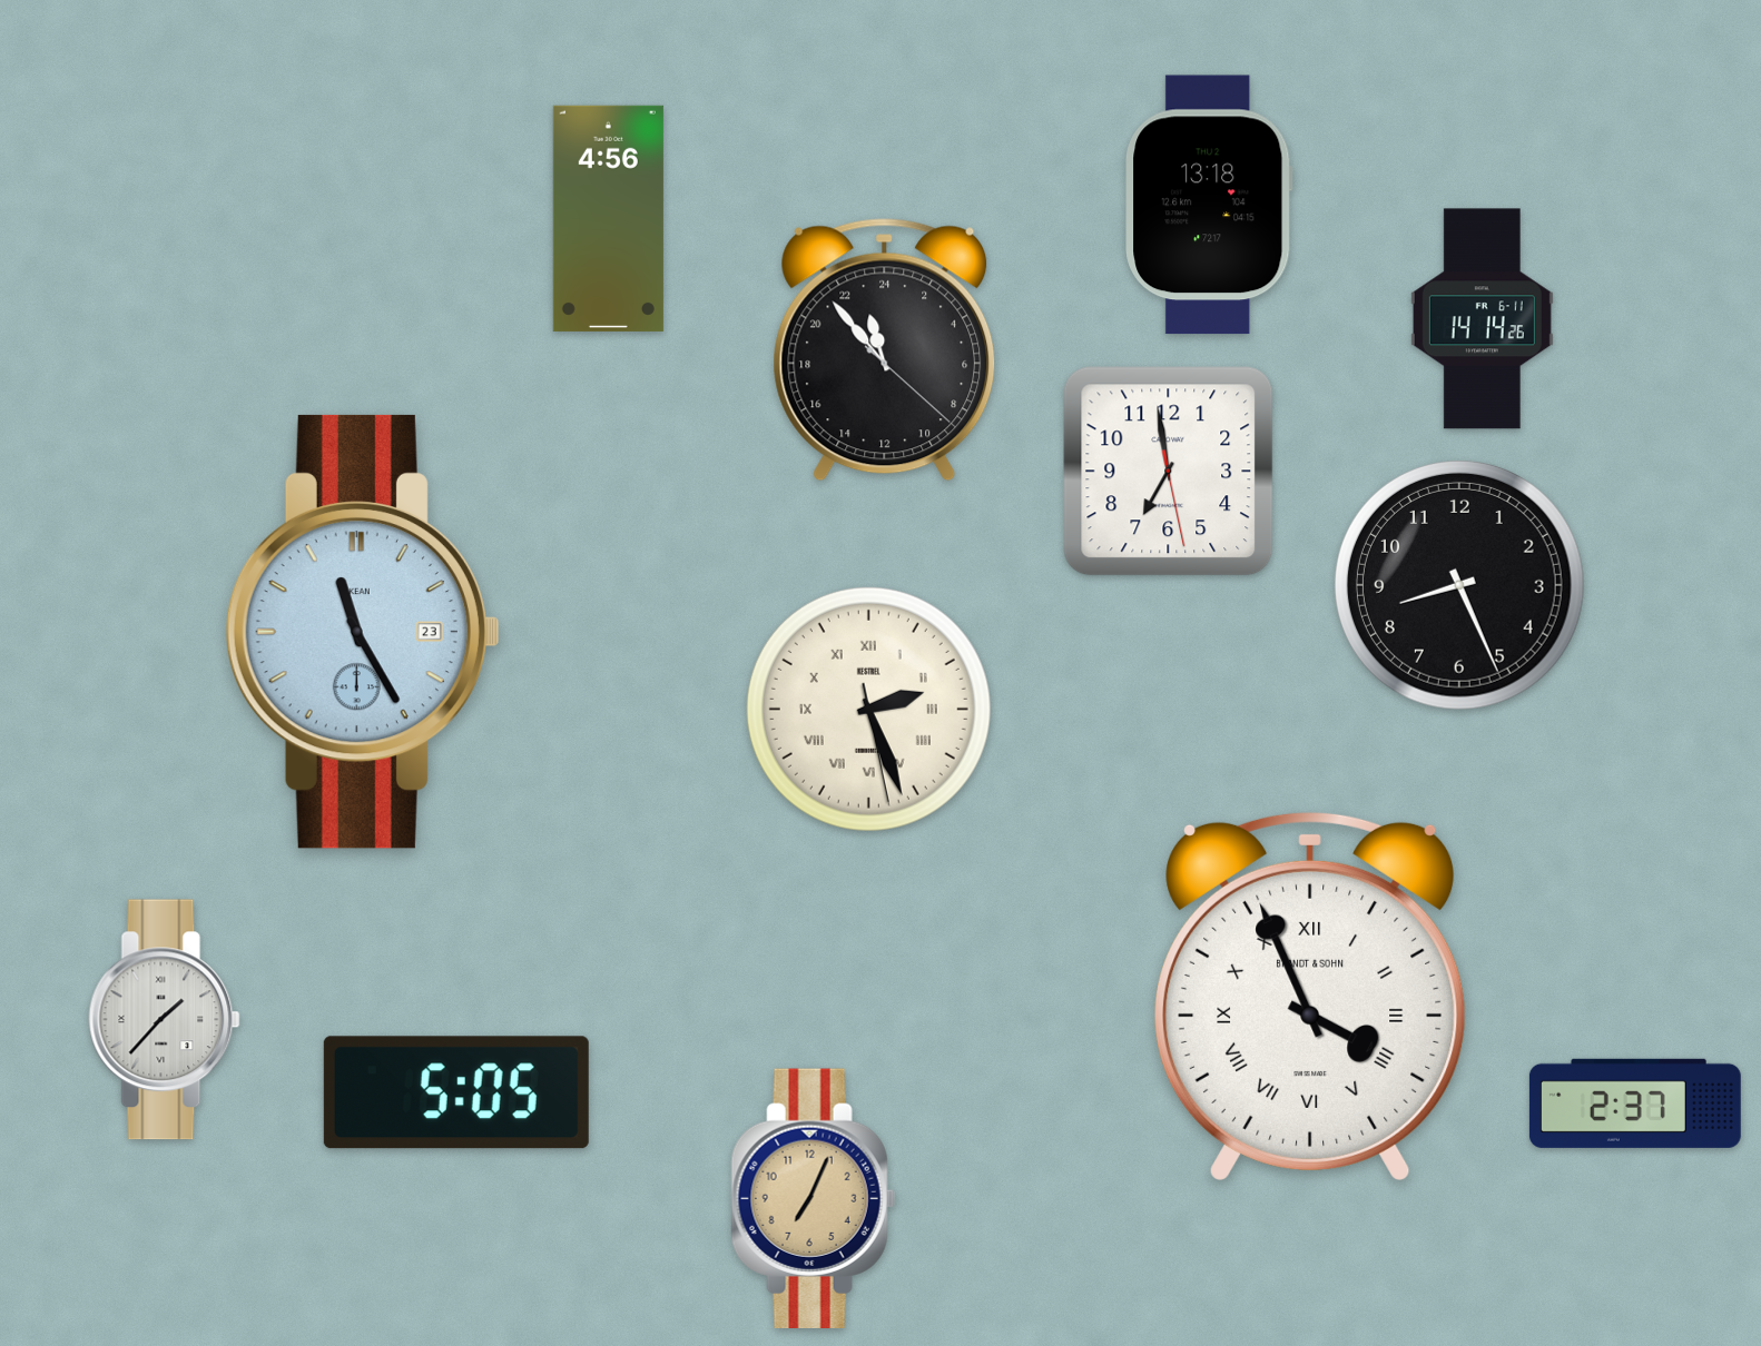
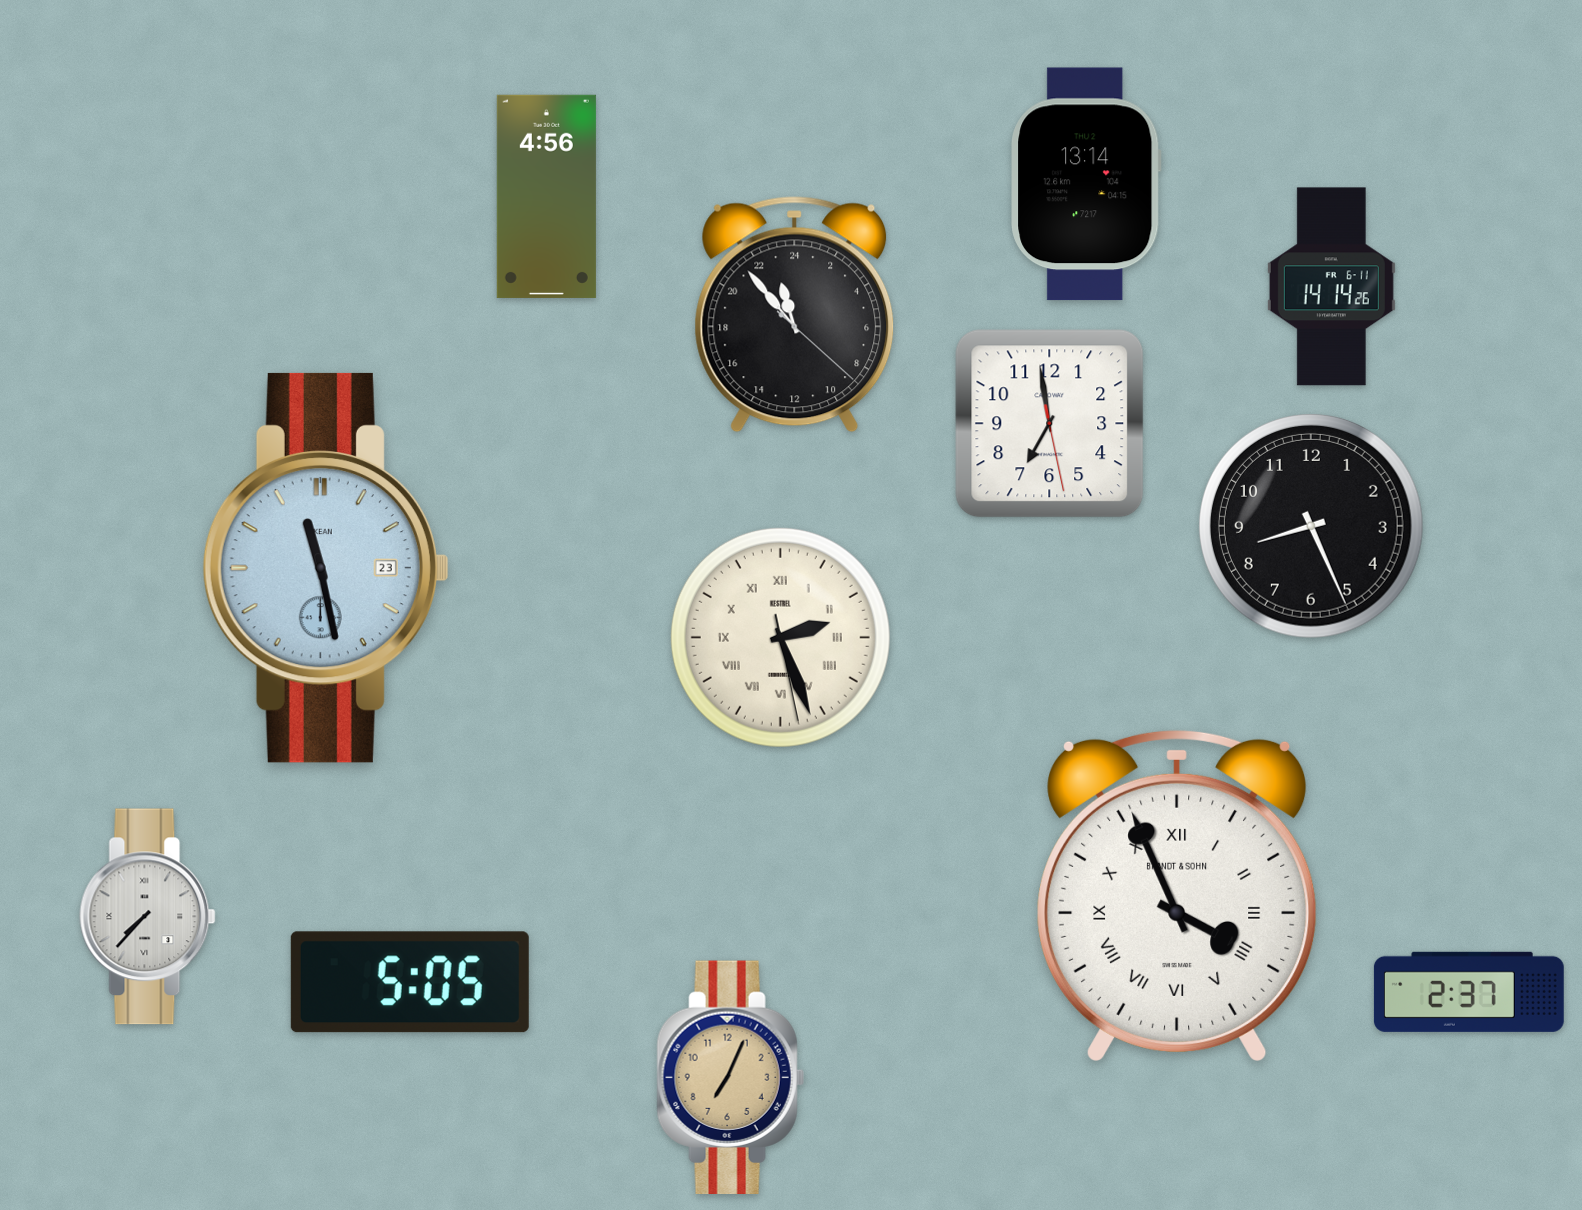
clock at (1209, 205): 13:18 -> 13:14
clock at (363, 632): 11:25 -> 11:28
clock at (165, 1020): 1:37 -> 7:37
